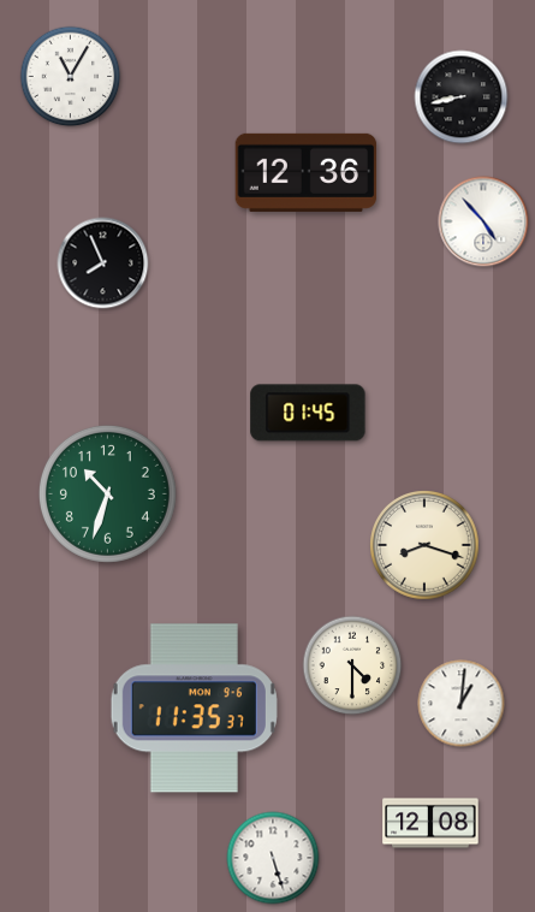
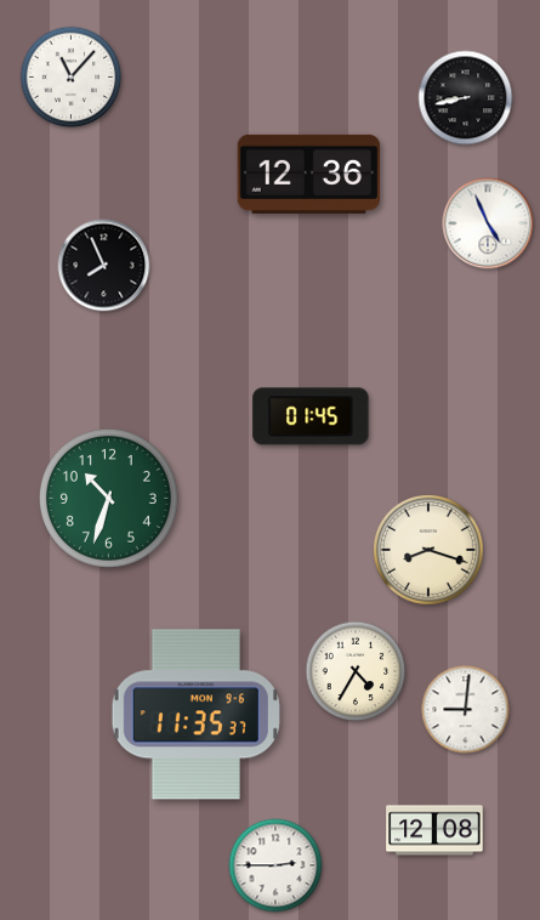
clock at (71, 77): 11:05 -> 11:07
clock at (483, 221): 4:53 -> 4:56
clock at (352, 665): 4:30 -> 4:35
clock at (462, 704): 1:01 -> 9:01
clock at (273, 858): 5:27 -> 2:45
